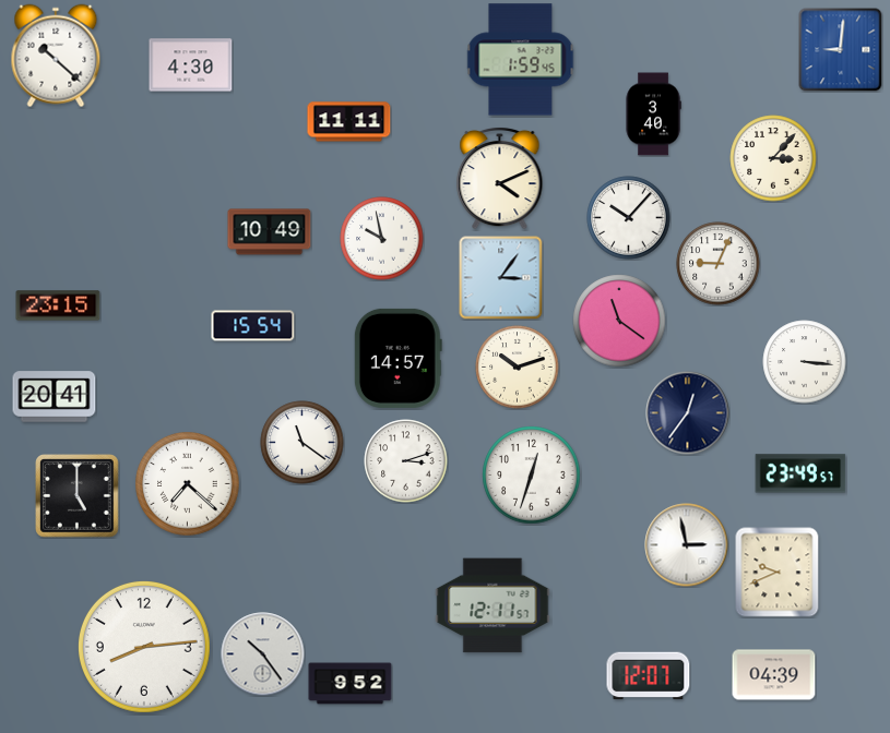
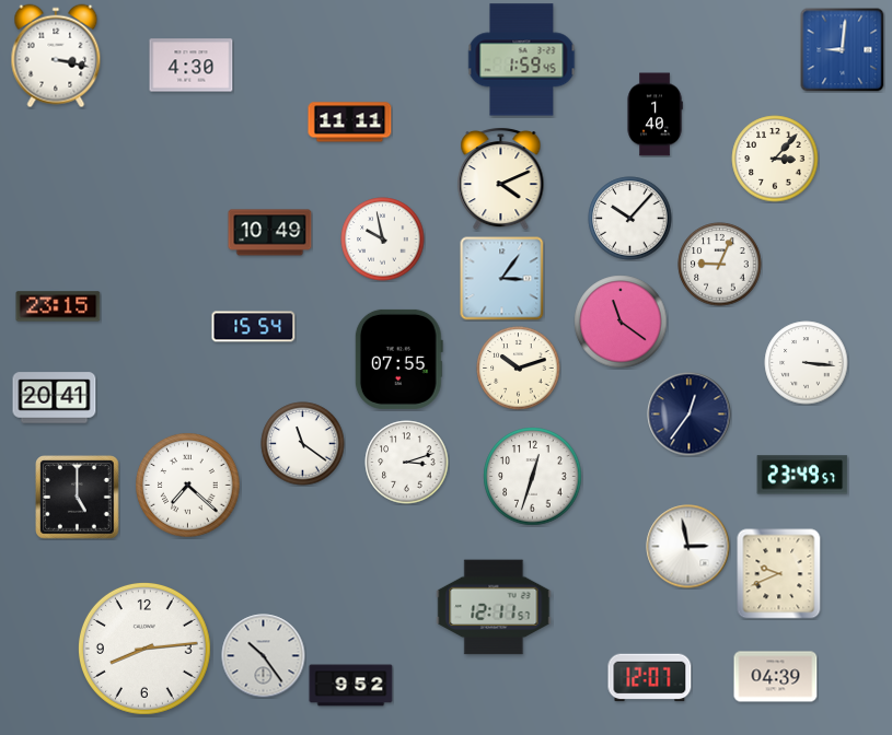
clock at (56, 56): 10:22 -> 3:17
clock at (653, 115): 3:40 -> 1:40
clock at (397, 358): 14:57 -> 07:55
